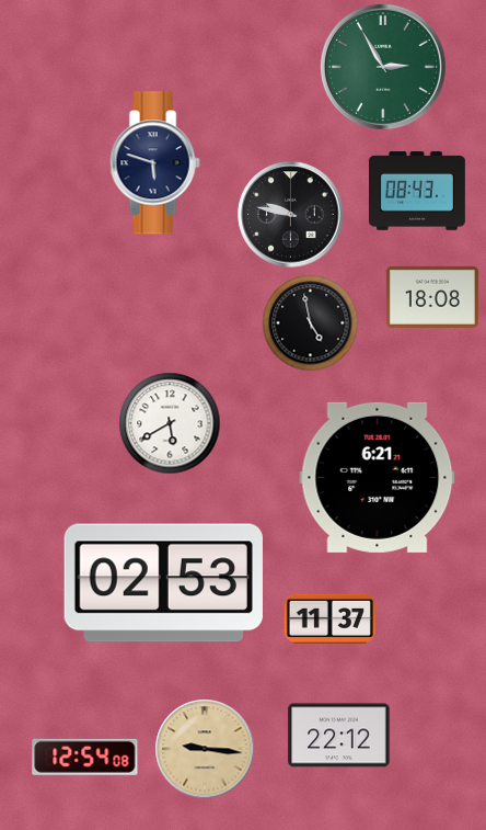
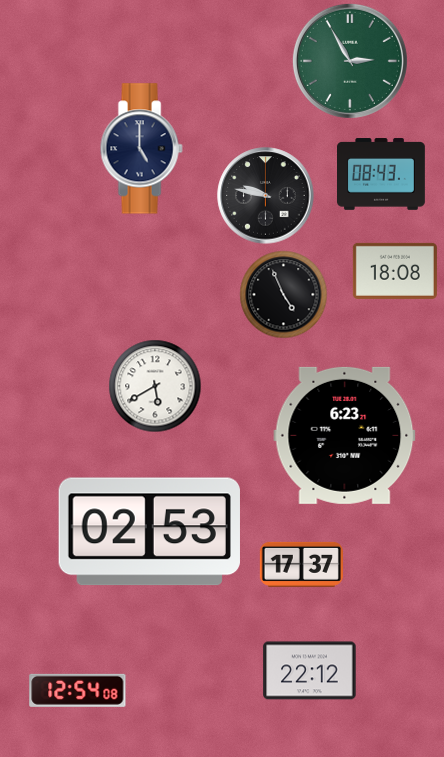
clock at (154, 163): 5:48 -> 5:00
clock at (311, 323): 4:58 -> 4:56
clock at (378, 477): 6:21 -> 6:23
clock at (329, 618): 11:37 -> 17:37
clock at (205, 749): 9:16 -> none
